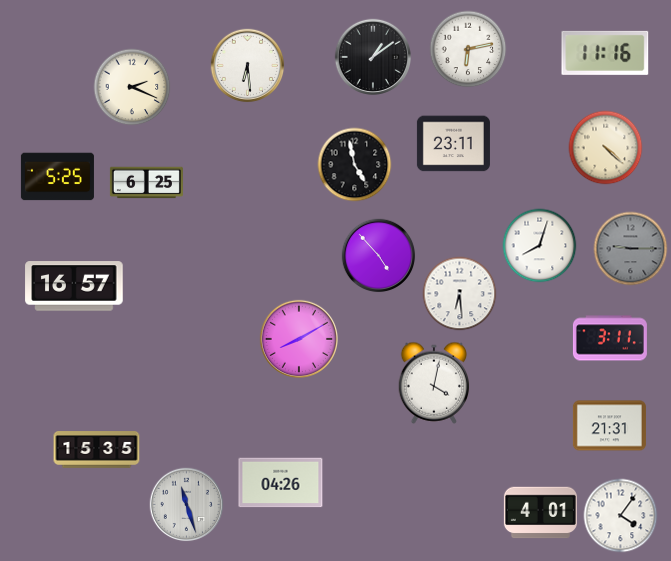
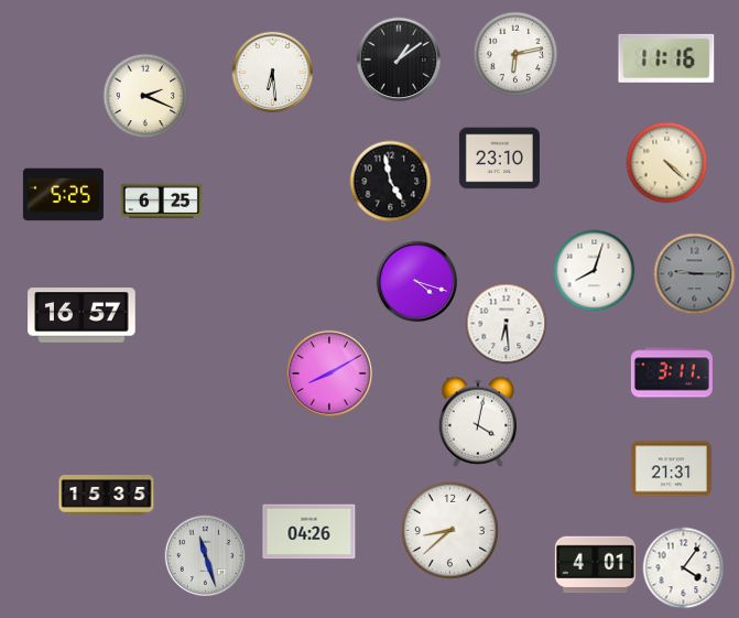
clock at (372, 56) position: (372, 56) -> (398, 58)
clock at (453, 144): 23:11 -> 23:10
clock at (379, 256): 4:53 -> 4:18
clock at (449, 530): none -> 8:38
